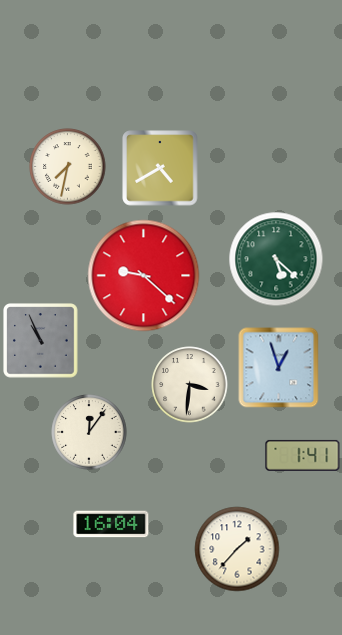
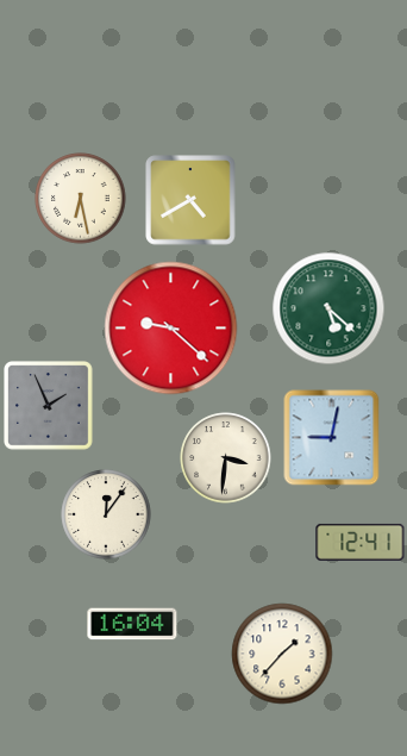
clock at (68, 167): 7:32 -> 6:28
clock at (41, 341): 10:56 -> 1:56
clock at (279, 368): 12:57 -> 9:02
clock at (303, 455): 1:41 -> 12:41
